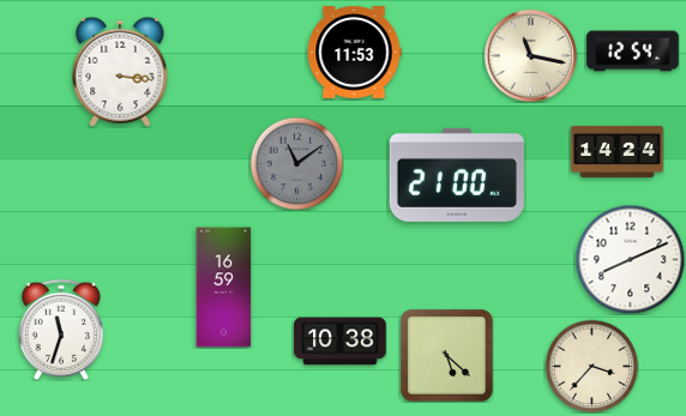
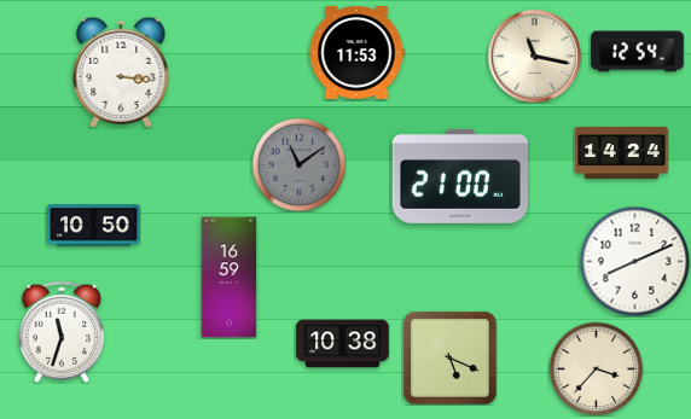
clock at (94, 226): none -> 10:50
clock at (224, 288) position: (224, 288) -> (230, 278)
clock at (447, 356): 5:22 -> 5:19
